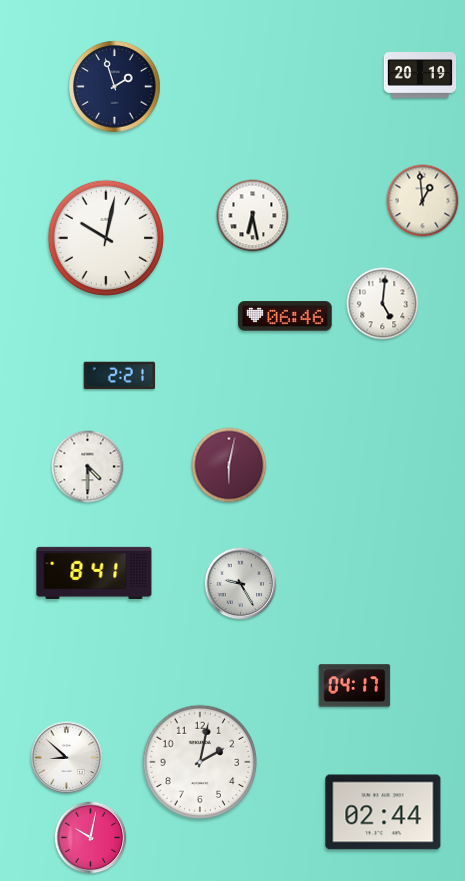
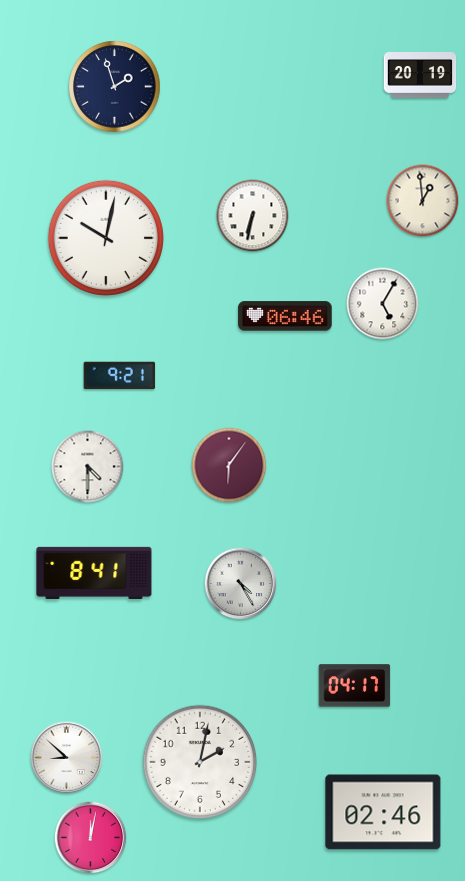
clock at (253, 216): 6:28 -> 6:32
clock at (383, 304): 5:01 -> 5:05
clock at (120, 376): 2:21 -> 9:21
clock at (229, 465): 6:02 -> 6:06
clock at (241, 584): 9:25 -> 4:25
clock at (383, 812): 02:44 -> 02:46
clock at (91, 838): 10:02 -> 12:02
